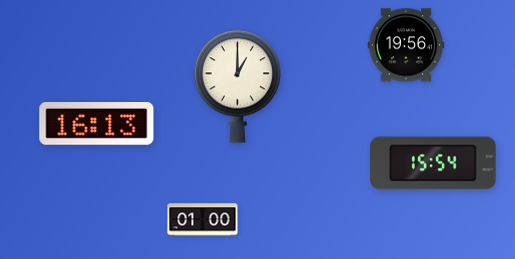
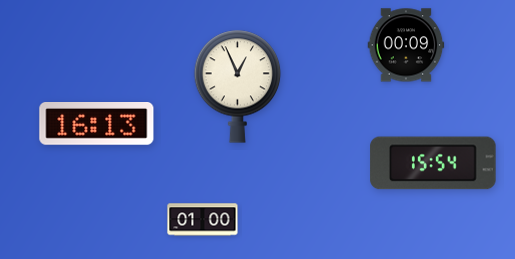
clock at (406, 45): 19:56 -> 00:09
clock at (238, 86): 1:00 -> 12:56
